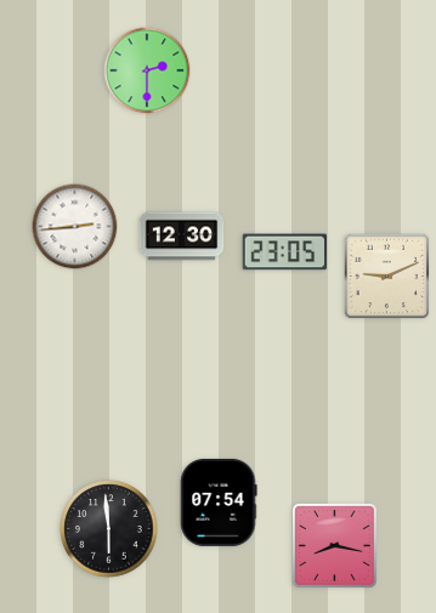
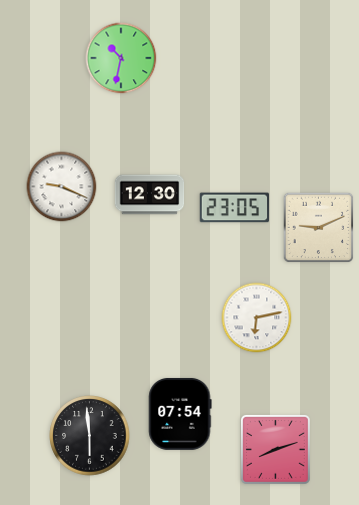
clock at (147, 70): 2:30 -> 10:32
clock at (75, 227): 2:44 -> 9:19
clock at (257, 318): none -> 6:13
clock at (334, 545): 8:17 -> 8:12
